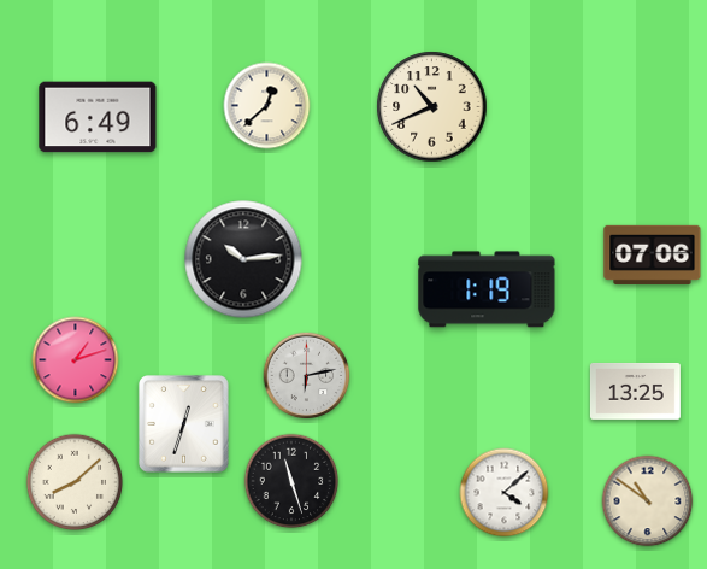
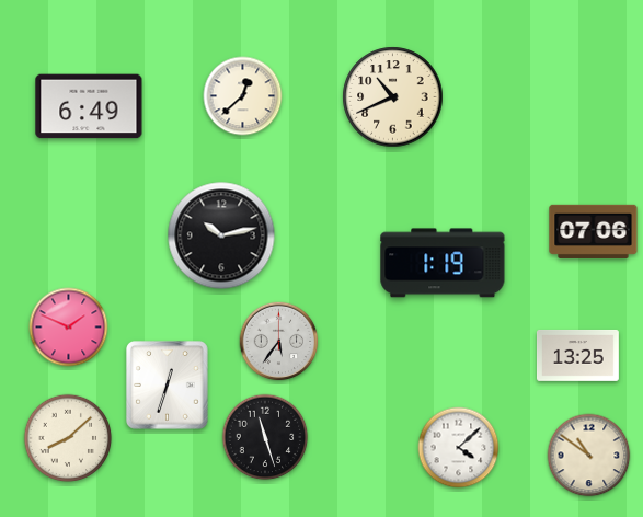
clock at (243, 259): 10:14 -> 10:13
clock at (76, 360): 1:12 -> 1:49
clock at (307, 376): 6:13 -> 5:36
